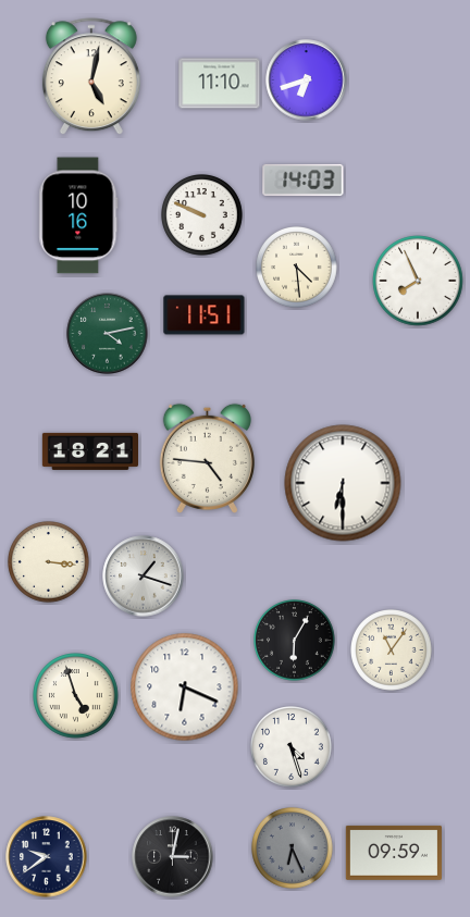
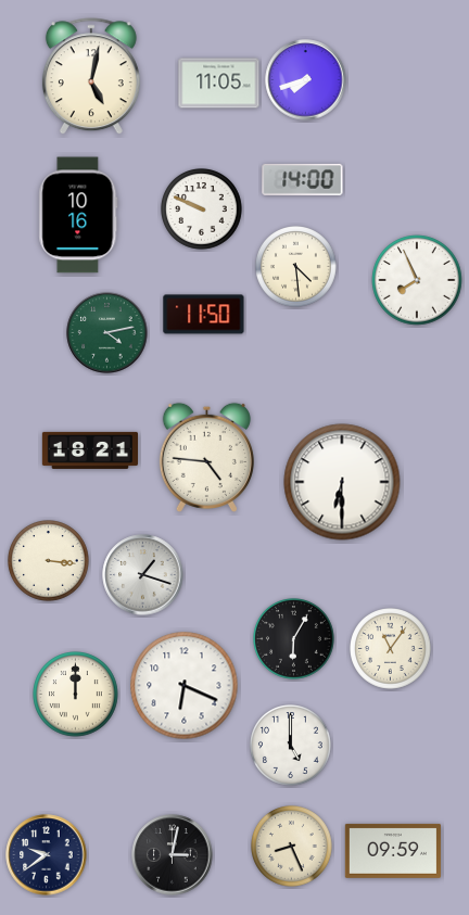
clock at (307, 80): 6:42 -> 7:42
clock at (220, 84): 11:10 -> 11:05
clock at (304, 179): 14:03 -> 14:00
clock at (202, 215) position: (202, 215) -> (202, 209)
clock at (205, 315): 11:51 -> 11:50
clock at (76, 696): 4:57 -> 12:00
clock at (292, 747): 4:27 -> 5:00
clock at (293, 848): 6:26 -> 8:26
clock at (293, 848) dial: grey -> cream
